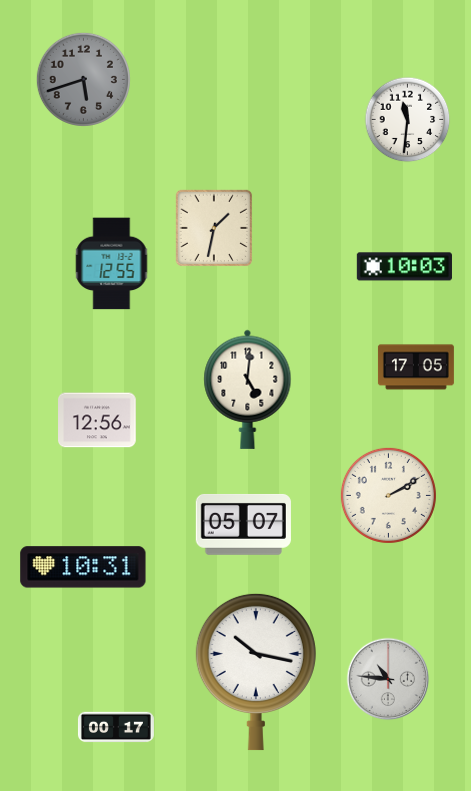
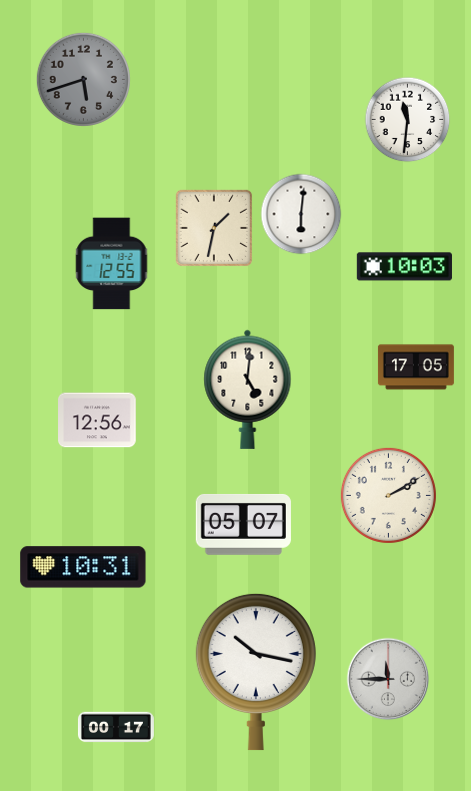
clock at (301, 214): none -> 6:01
clock at (388, 679): 10:46 -> 11:45
